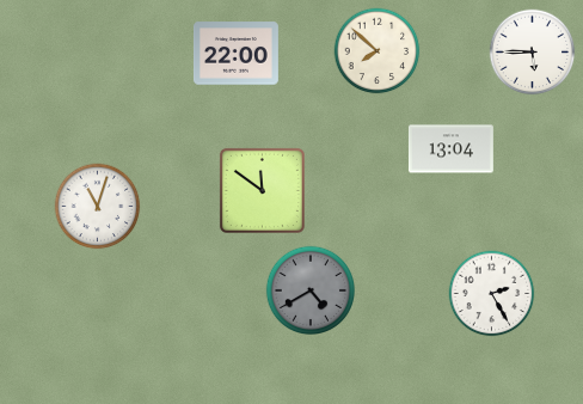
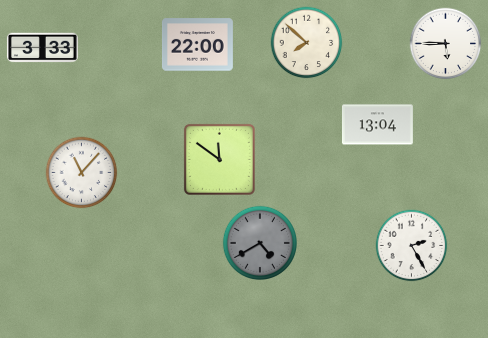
clock at (378, 51) position: (378, 51) -> (307, 43)
clock at (42, 48): none -> 3:33
clock at (98, 207): 11:03 -> 11:07
